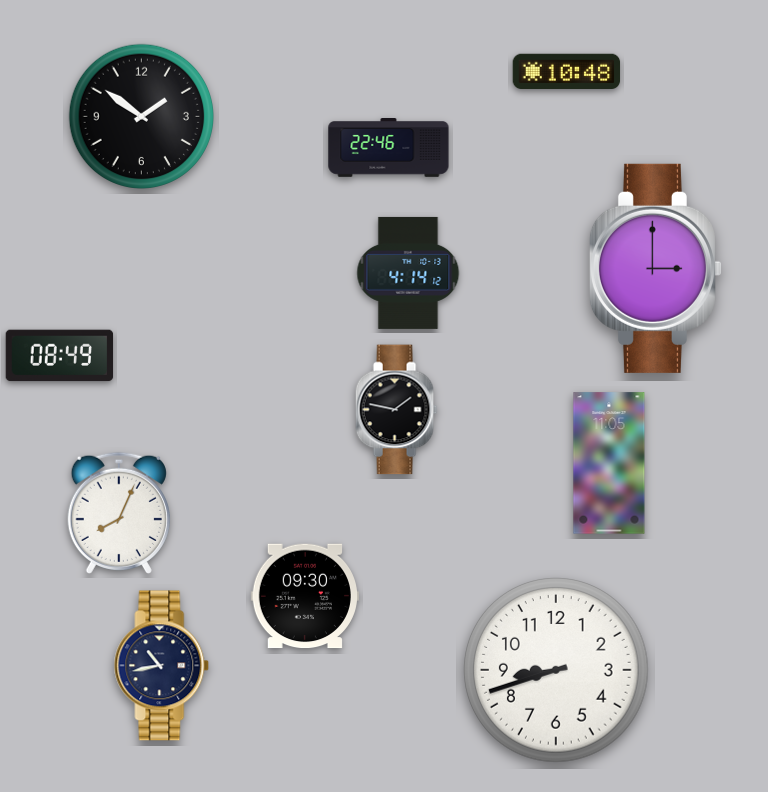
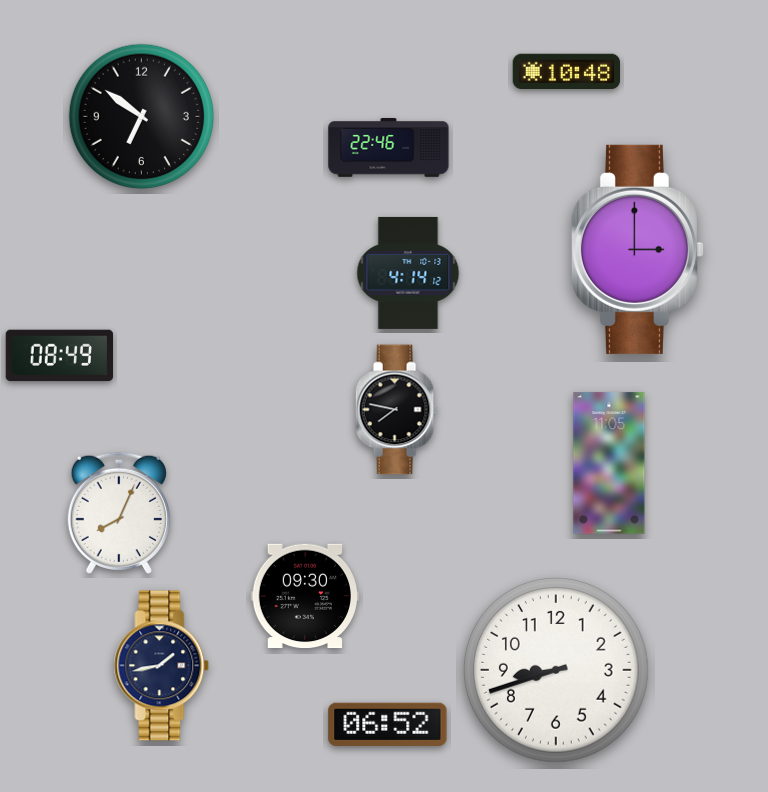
clock at (141, 116): 1:51 -> 6:51
clock at (655, 268) position: (655, 268) -> (637, 249)
clock at (396, 410): 1:47 -> 7:47
clock at (162, 666): 10:43 -> 1:43
clock at (388, 724): none -> 06:52
